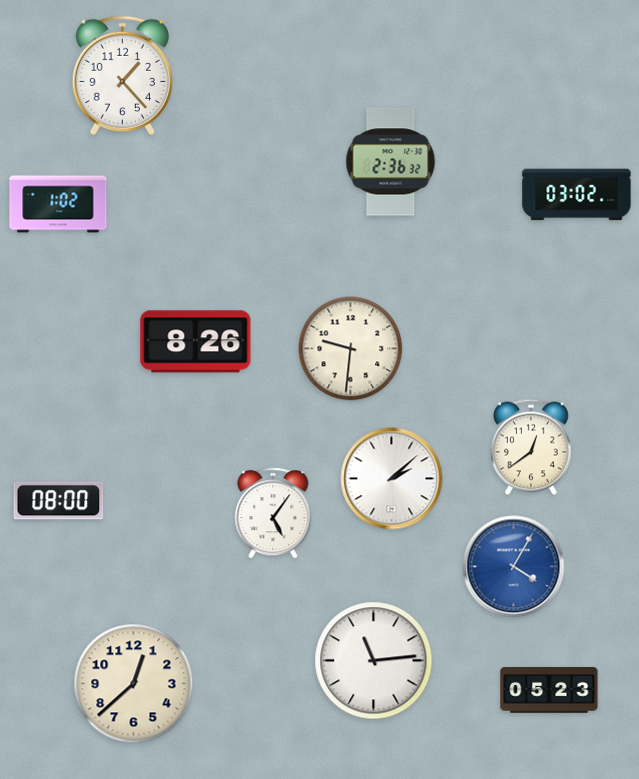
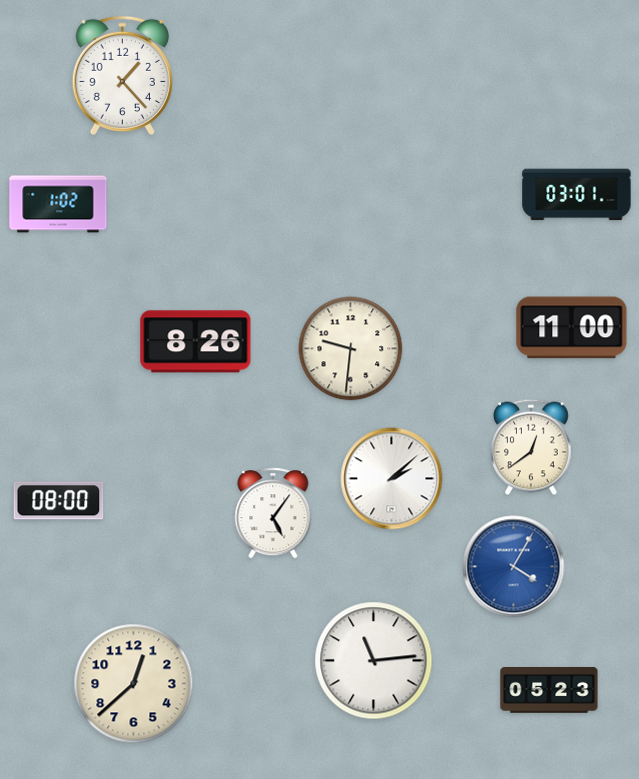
clock at (391, 162): 2:36 -> none
clock at (577, 195): 03:02 -> 03:01
clock at (572, 328): none -> 11:00
